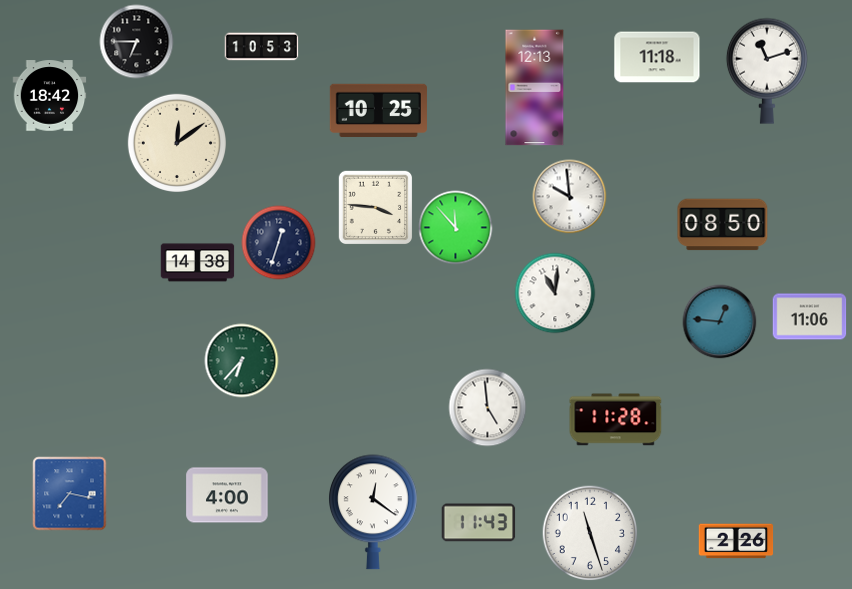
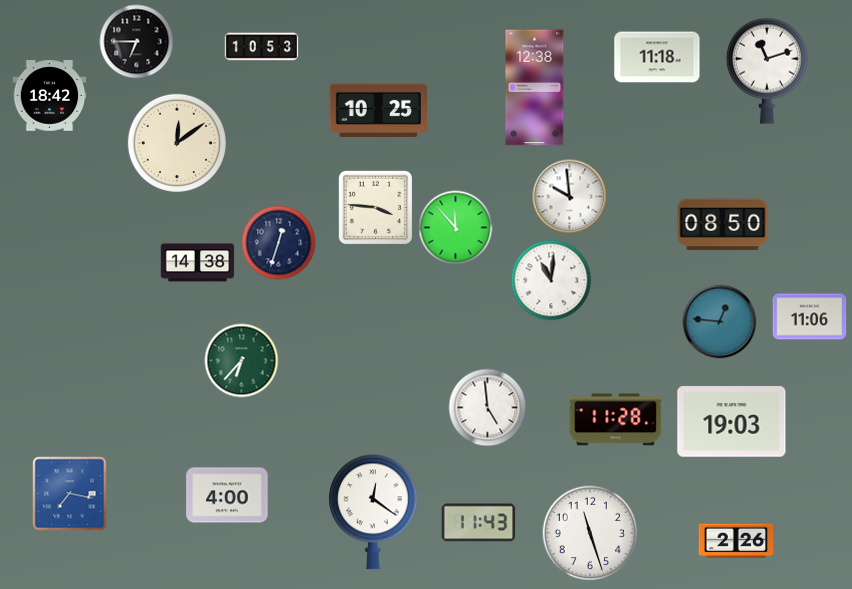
clock at (535, 88): 12:13 -> 12:38
clock at (555, 293) position: (555, 293) -> (551, 280)
clock at (732, 422): none -> 19:03
